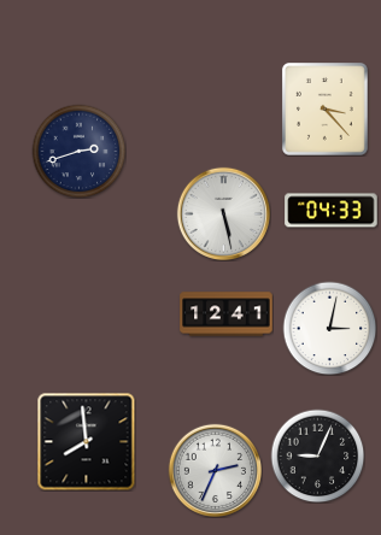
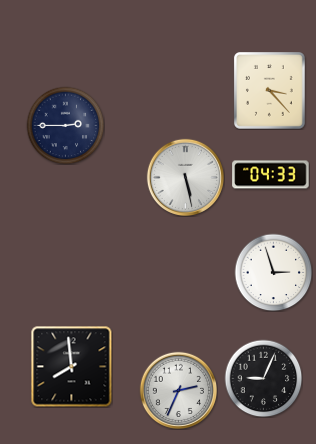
clock at (78, 151): 2:42 -> 2:45
clock at (332, 211) position: (332, 211) -> (271, 175)
clock at (227, 314): 12:41 -> none
clock at (329, 328): 3:02 -> 2:57
